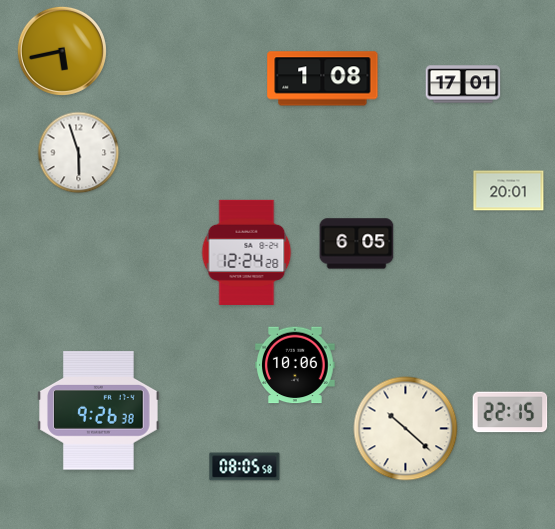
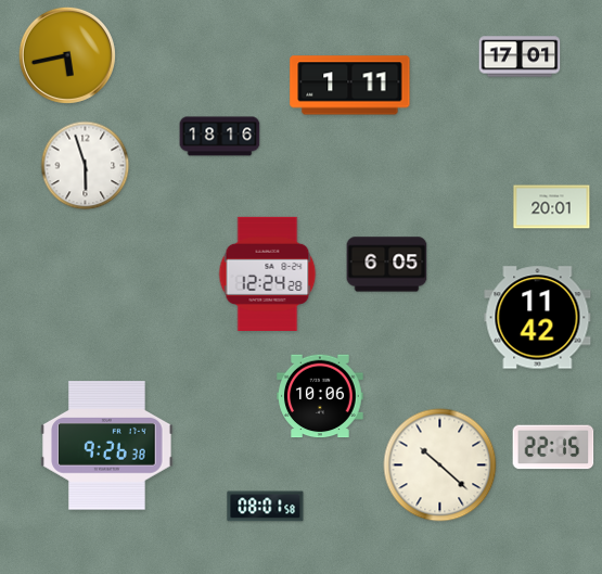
clock at (323, 79): 1:08 -> 1:11
clock at (463, 84) position: (463, 84) -> (520, 56)
clock at (220, 137): none -> 18:16
clock at (538, 318): none -> 11:42
clock at (245, 467): 08:05 -> 08:01
